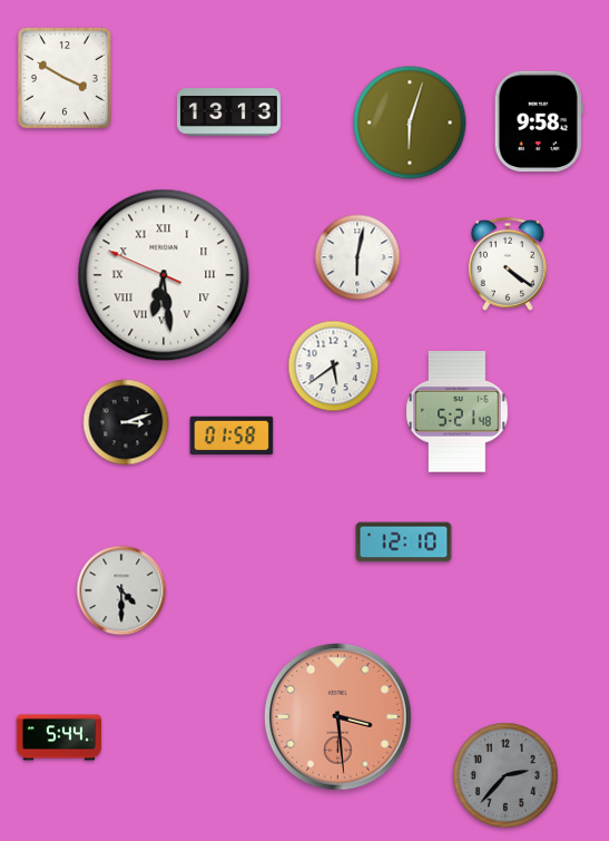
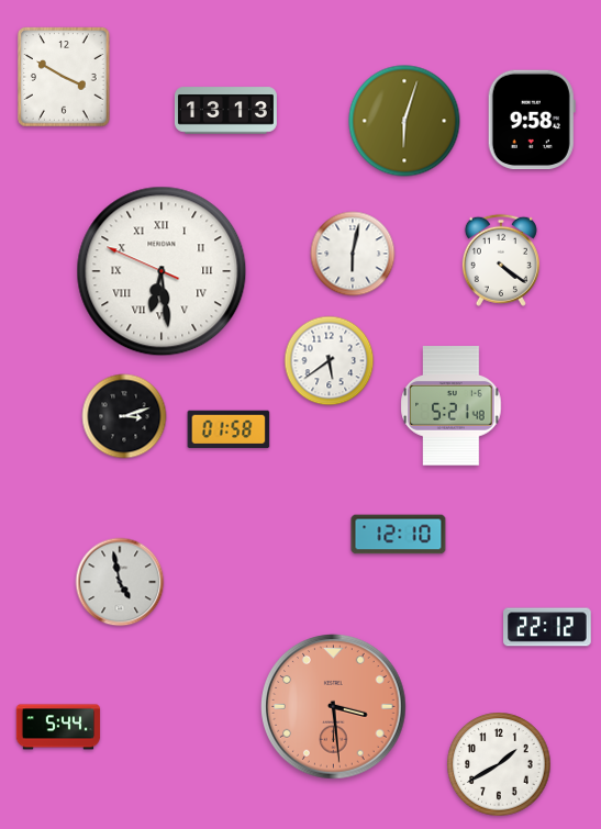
clock at (121, 590): 4:30 -> 4:58
clock at (547, 627): none -> 22:12
clock at (505, 775): 2:37 -> 1:40
clock at (505, 775) dial: grey -> white
